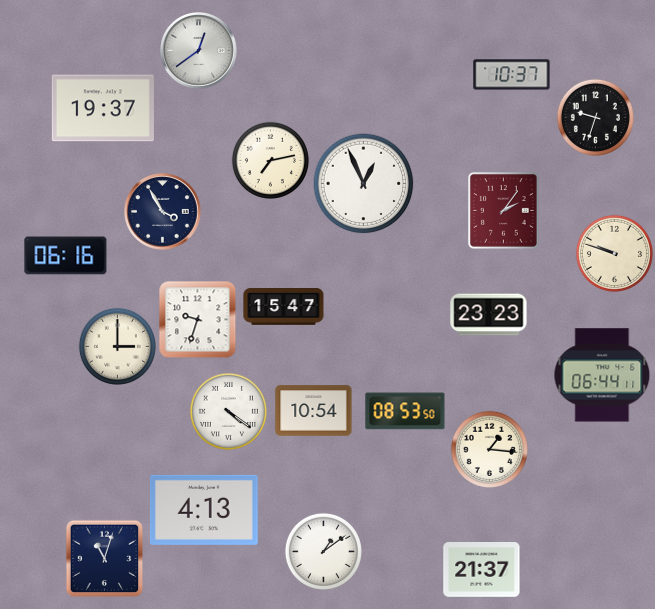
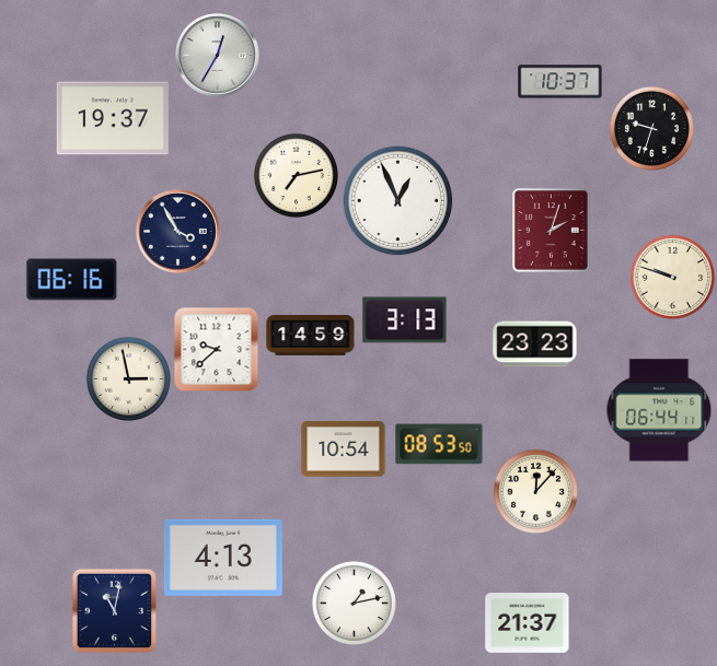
clock at (199, 51): 12:39 -> 12:35
clock at (504, 211): 2:06 -> 2:03
clock at (405, 320): none -> 3:13
clock at (284, 307): 15:47 -> 14:59
clock at (197, 319): 9:33 -> 9:38
clock at (117, 346): 3:00 -> 2:58
clock at (228, 411): 4:21 -> none
clock at (405, 411) position: (405, 411) -> (439, 444)
clock at (489, 449): 1:16 -> 12:07
clock at (323, 551): 1:09 -> 1:13
clock at (104, 558): 11:03 -> 11:02
